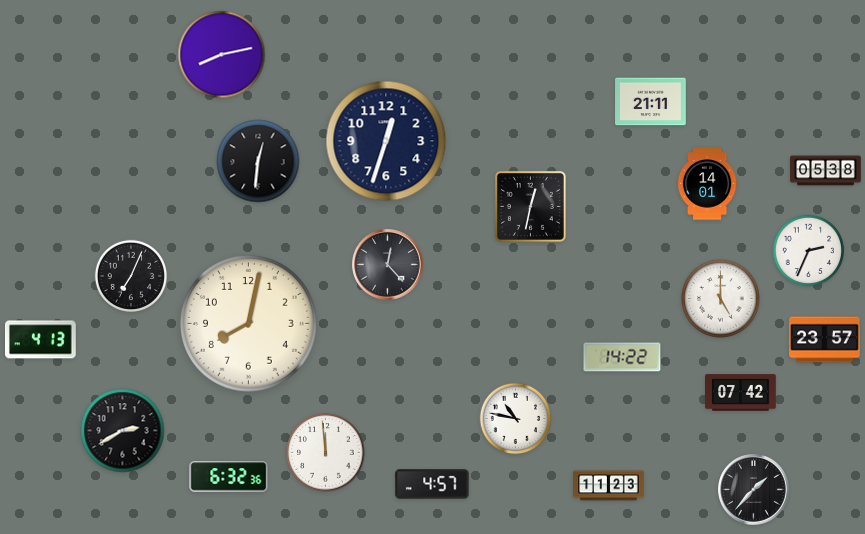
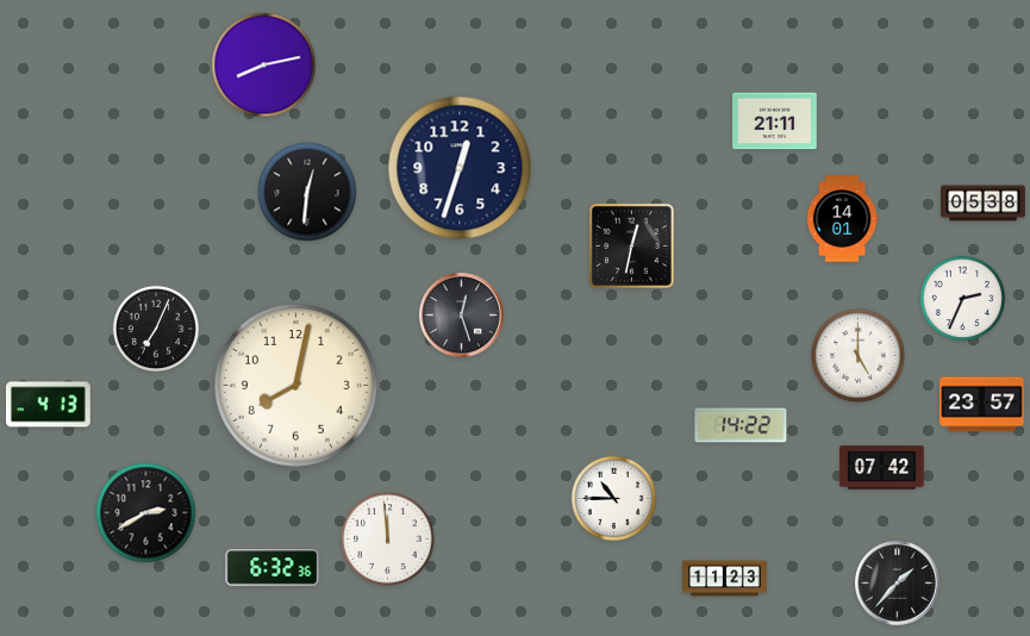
clock at (388, 265): 12:23 -> 12:27
clock at (516, 419): 10:47 -> 10:45
clock at (432, 484): 4:57 -> none
